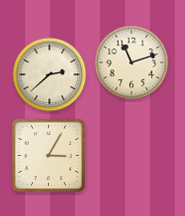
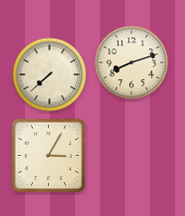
clock at (132, 63): 11:12 -> 8:12
clock at (50, 75): 2:38 -> 7:38
